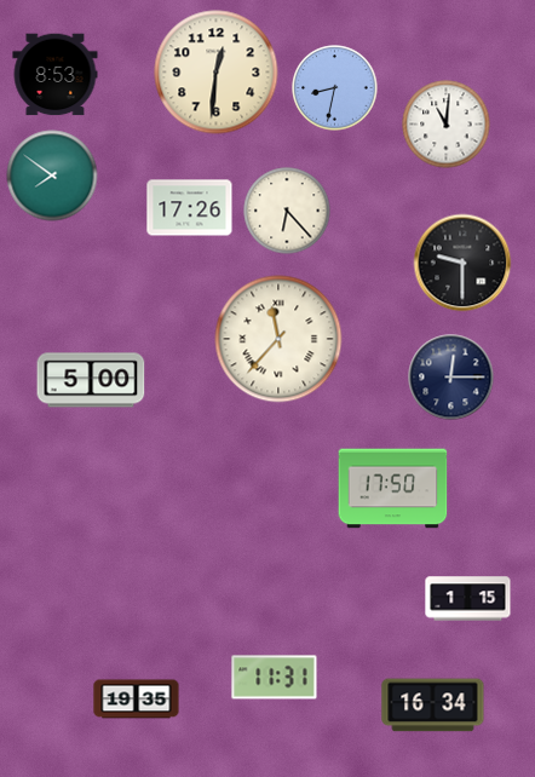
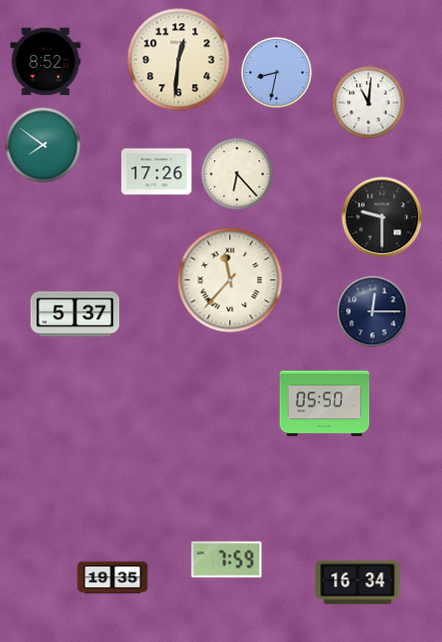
clock at (56, 75): 8:53 -> 8:52
clock at (91, 380): 5:00 -> 5:37
clock at (393, 489): 17:50 -> 05:50
clock at (468, 599): 1:15 -> none
clock at (275, 678): 11:31 -> 7:59
